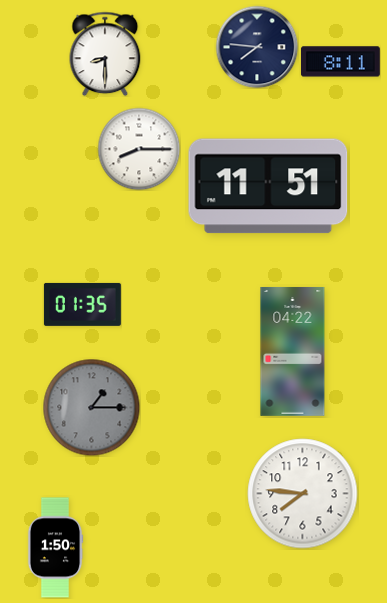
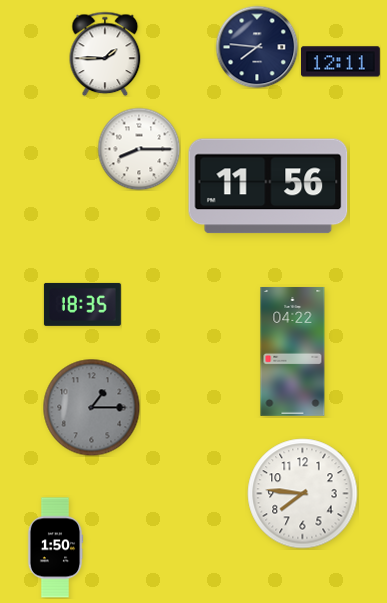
clock at (105, 54): 8:30 -> 1:45
clock at (340, 62): 8:11 -> 12:11
clock at (268, 186): 11:51 -> 11:56
clock at (82, 304): 01:35 -> 18:35
